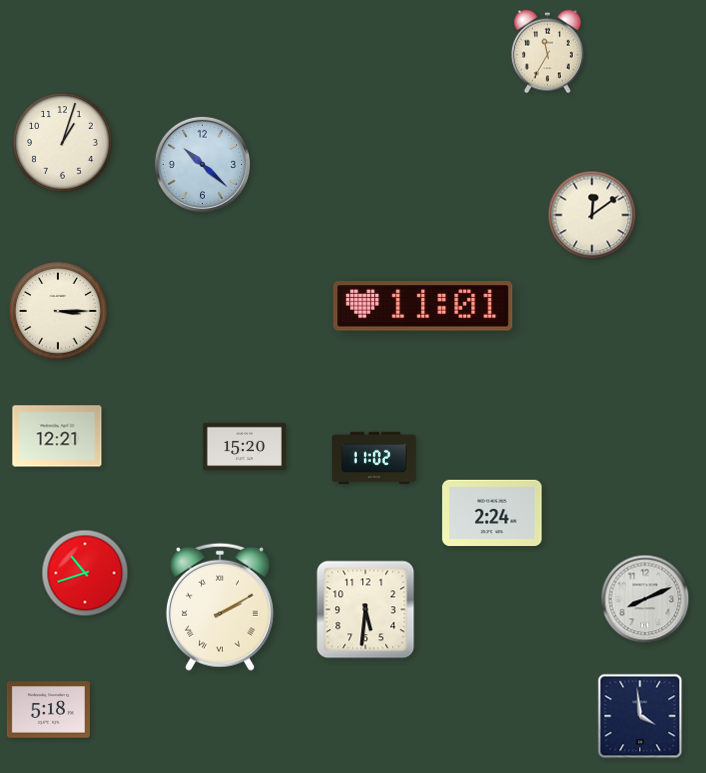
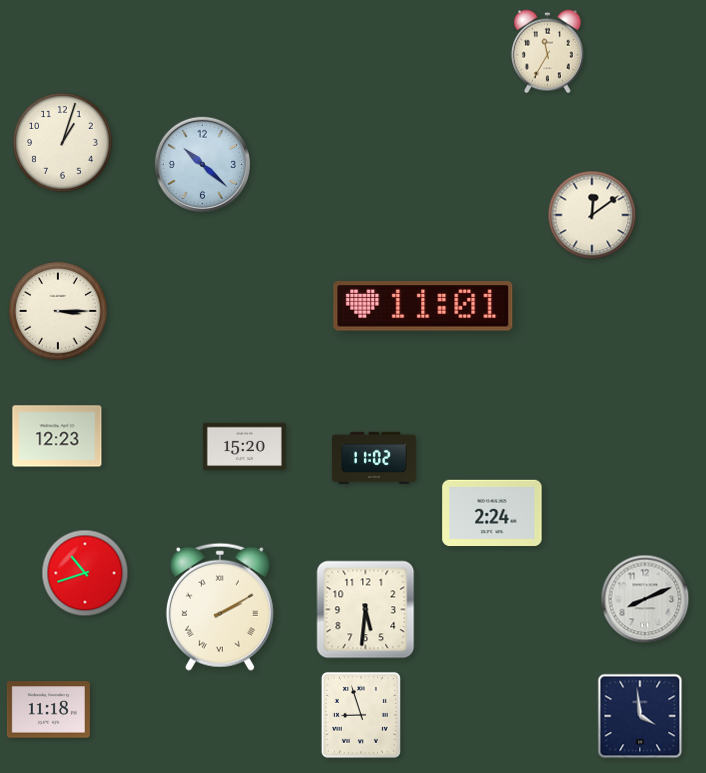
clock at (57, 436): 12:21 -> 12:23
clock at (48, 710): 5:18 -> 11:18
clock at (361, 715): none -> 8:57
